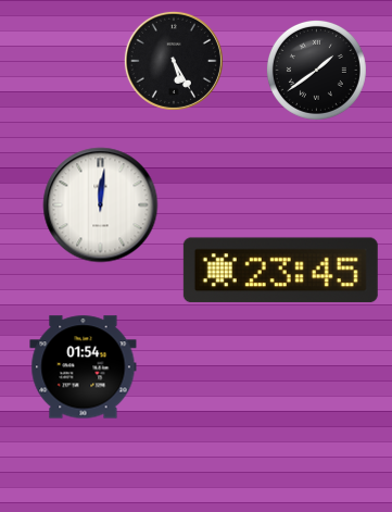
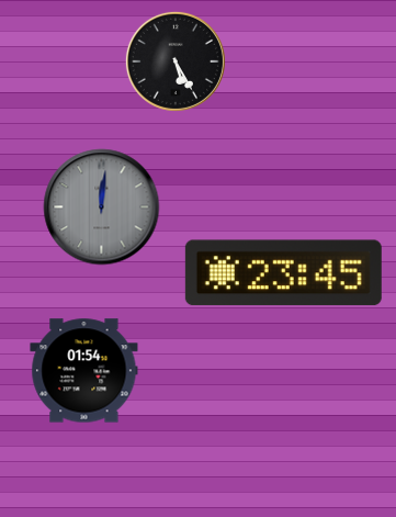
clock at (316, 70): 1:39 -> none
clock at (101, 205) dial: white -> grey
